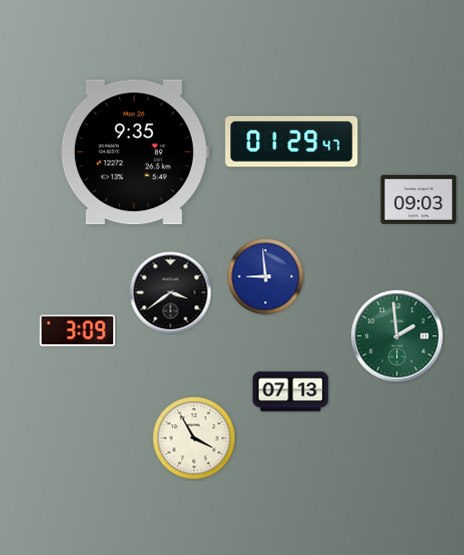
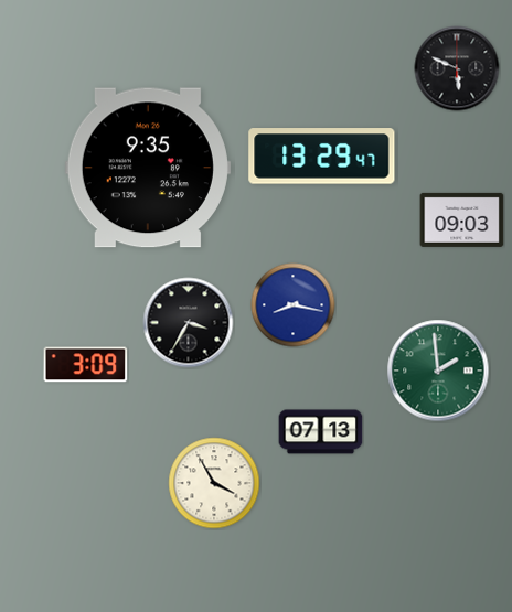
clock at (457, 68): none -> 5:49
clock at (292, 142): 01:29 -> 13:29
clock at (266, 277): 8:59 -> 8:17
clock at (171, 293): 3:39 -> 3:35
